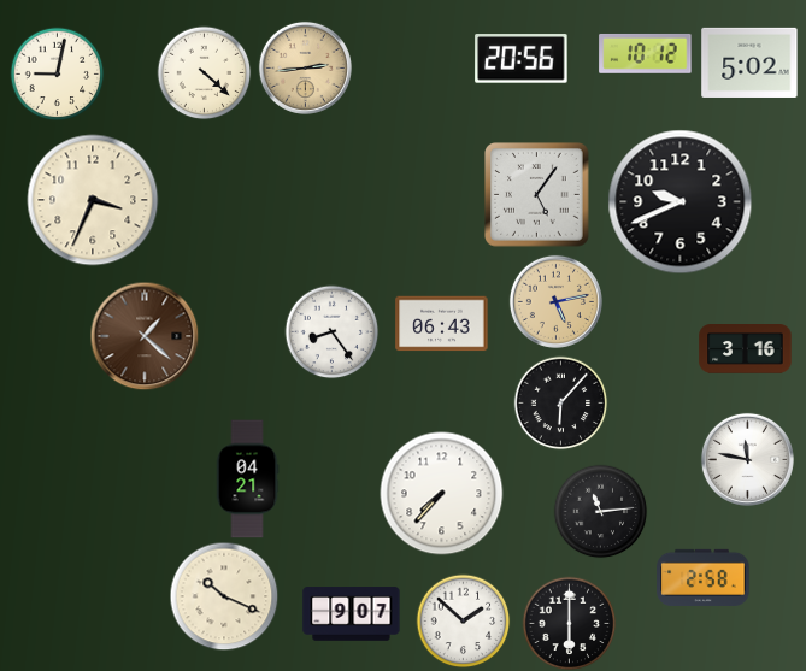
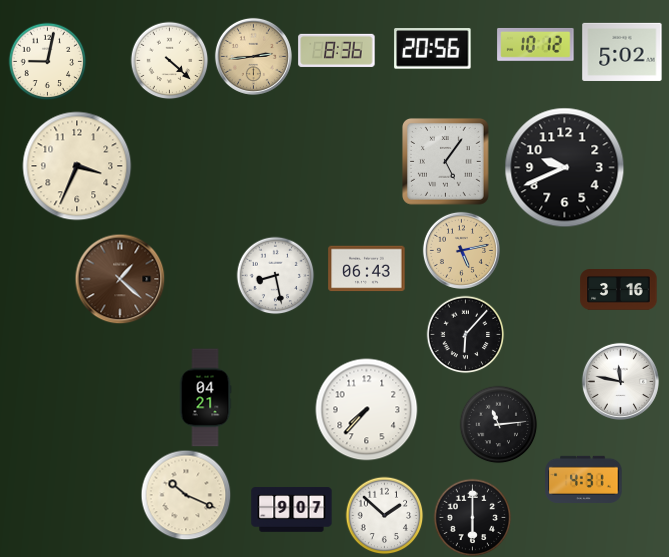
clock at (337, 50): none -> 8:36
clock at (331, 331): 8:24 -> 8:28
clock at (704, 577): 2:58 -> 4:31
